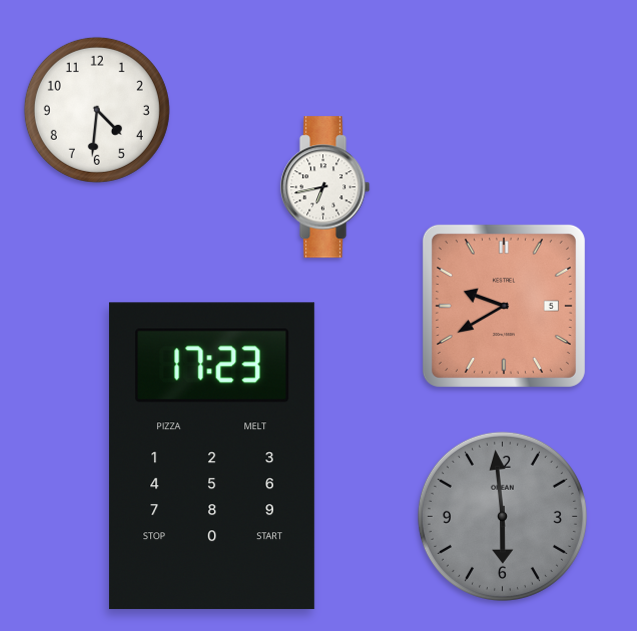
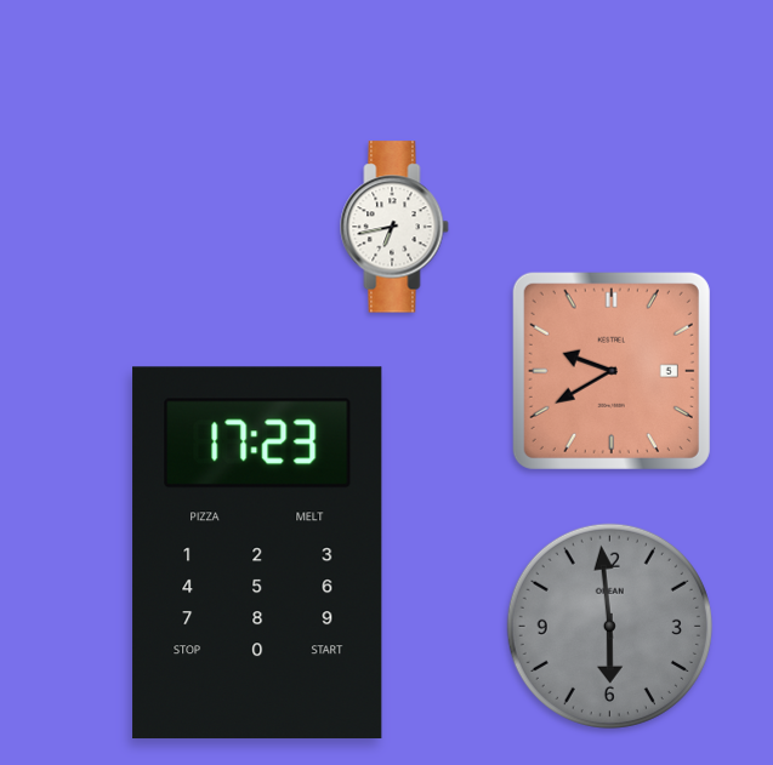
clock at (97, 110): 4:31 -> none
